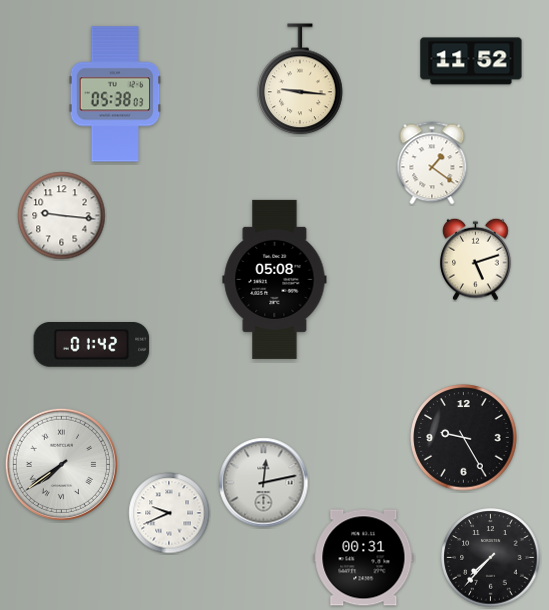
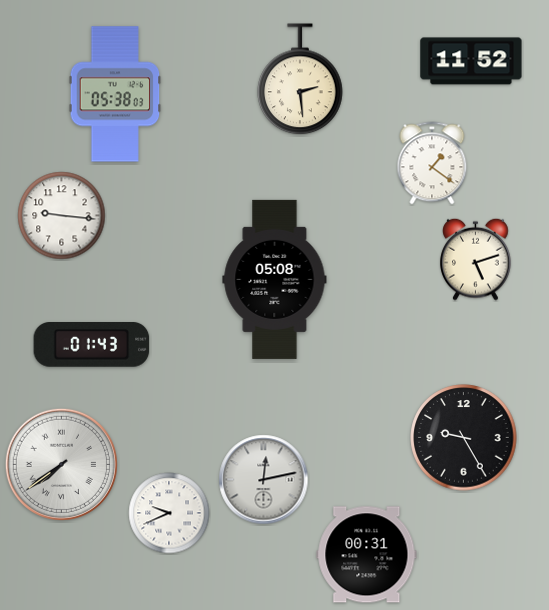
clock at (300, 80): 9:16 -> 2:29
clock at (92, 345): 01:42 -> 01:43
clock at (264, 483) position: (264, 483) -> (264, 480)
clock at (364, 558) position: (364, 558) -> (367, 555)
clock at (491, 558): 7:37 -> none
